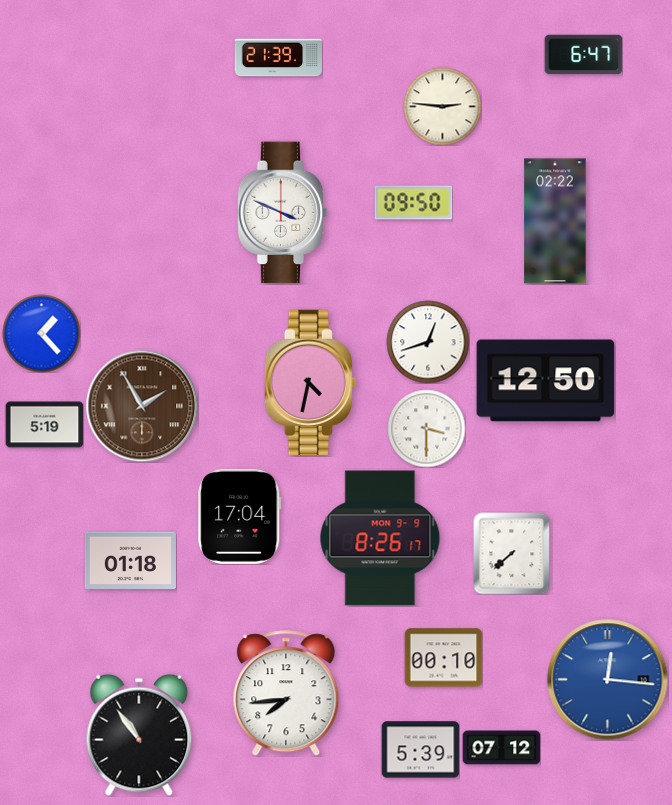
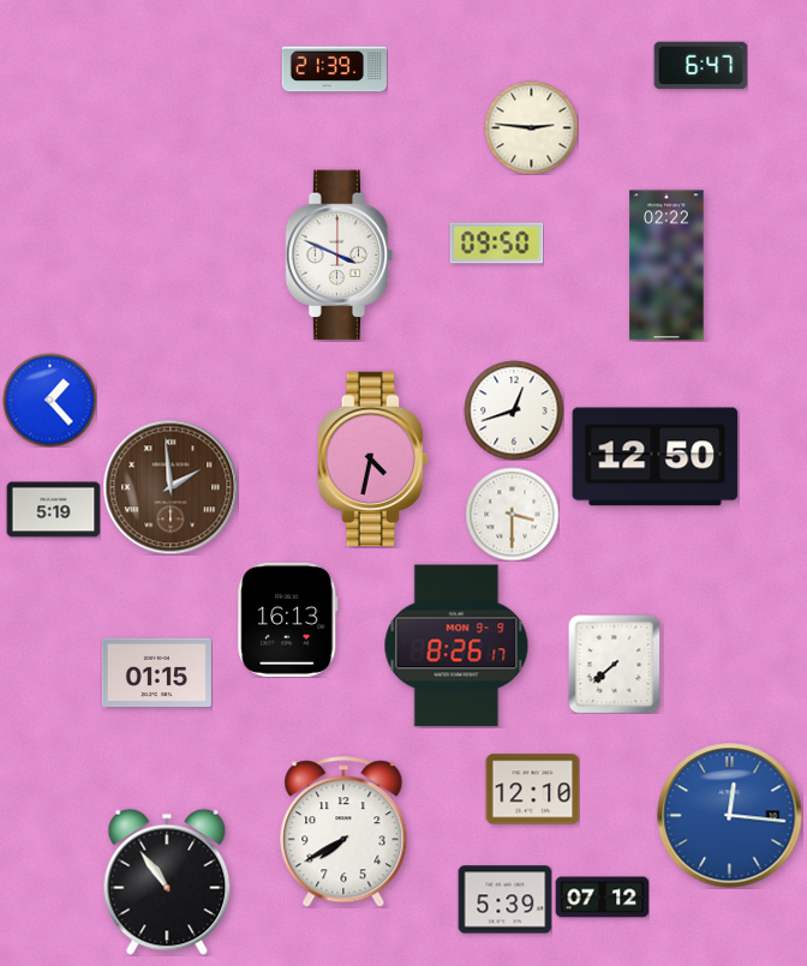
clock at (142, 406): 1:55 -> 1:59
clock at (240, 516): 17:04 -> 16:13
clock at (130, 560): 01:18 -> 01:15
clock at (443, 658): 00:10 -> 12:10
clock at (286, 693): 7:44 -> 7:40
